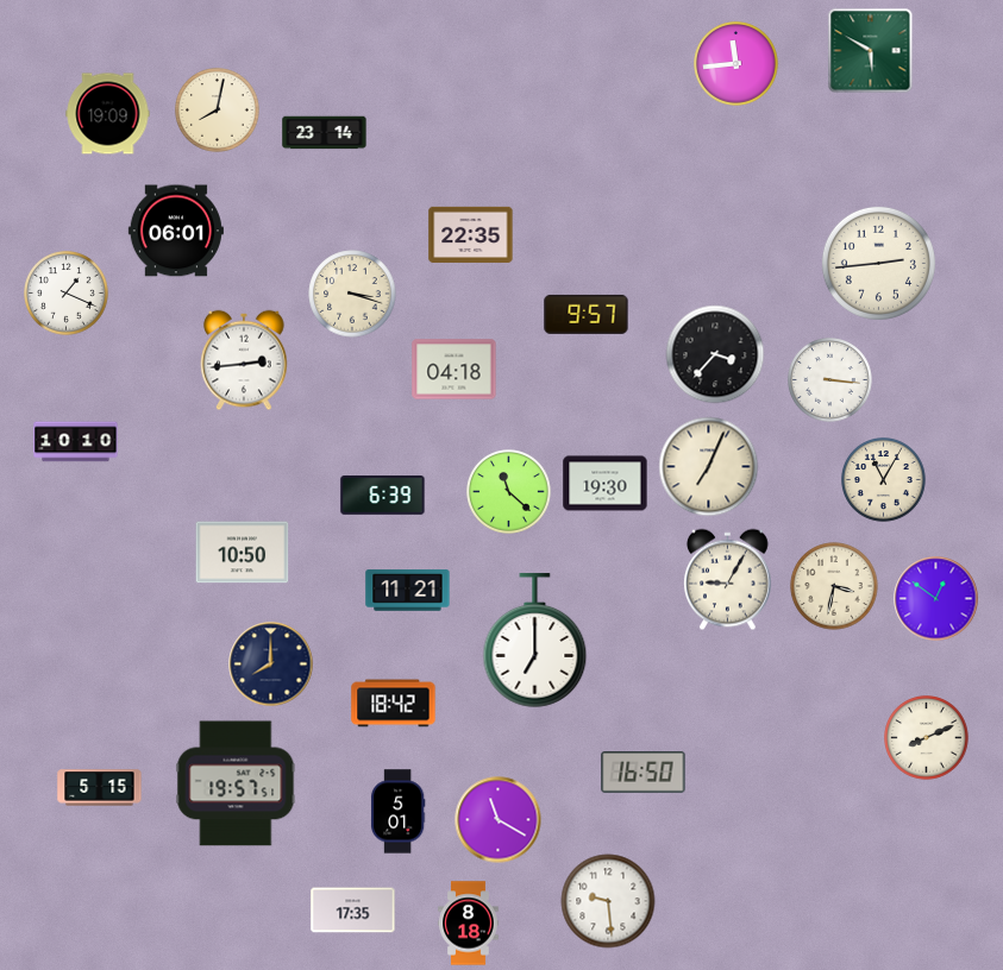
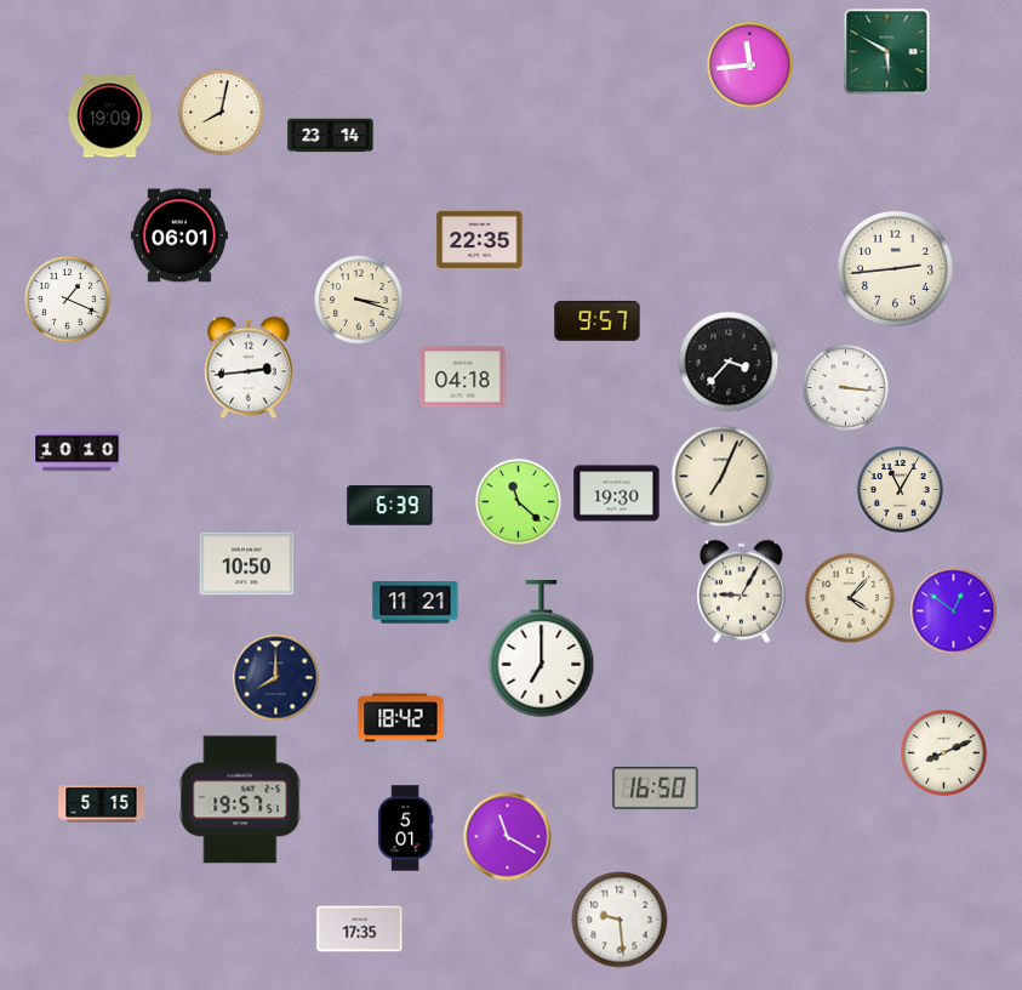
clock at (834, 586): 3:32 -> 4:07
clock at (535, 641) position: (535, 641) -> (542, 649)
clock at (469, 924): 8:18 -> none
